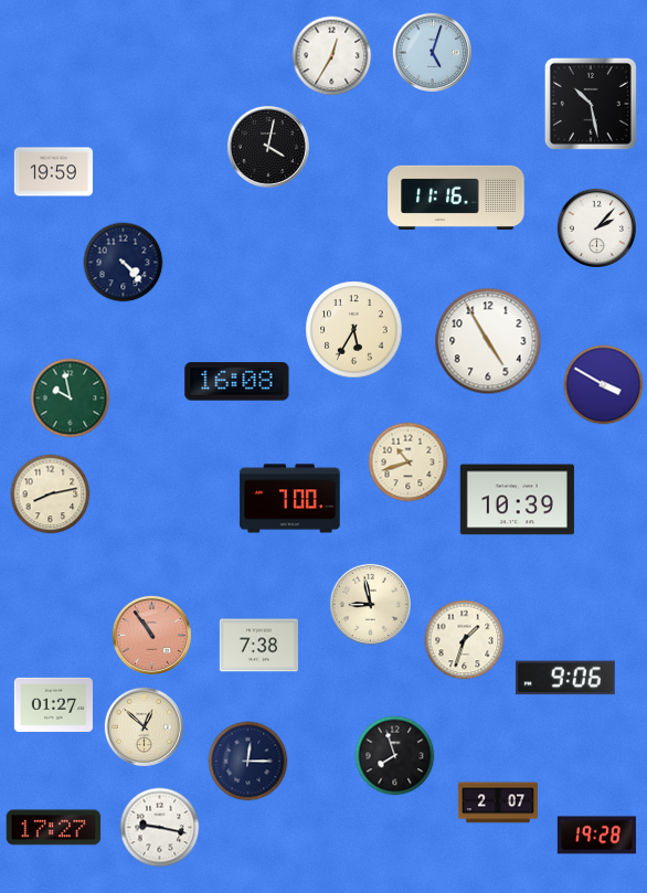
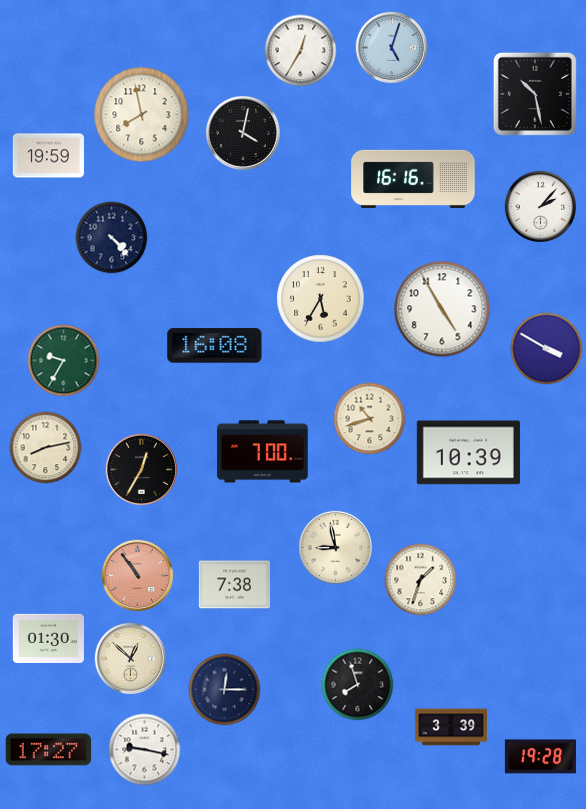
clock at (142, 115): none -> 7:58
clock at (456, 198): 11:16 -> 16:16
clock at (71, 398): 9:58 -> 9:35
clock at (141, 469): none -> 12:35
clock at (565, 678): 9:06 -> none
clock at (53, 704): 01:27 -> 01:30
clock at (498, 802): 2:07 -> 3:39
